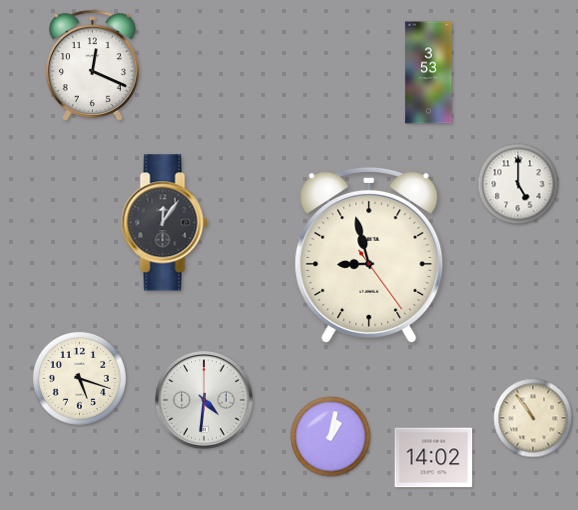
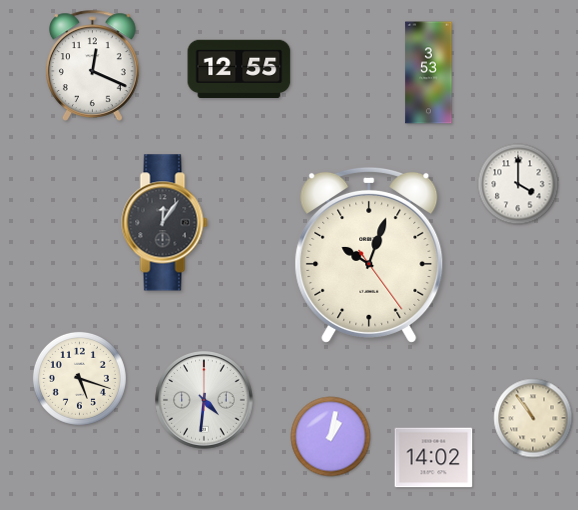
clock at (239, 68): none -> 12:55
clock at (518, 184): 5:00 -> 4:00
clock at (369, 255): 8:57 -> 10:03
